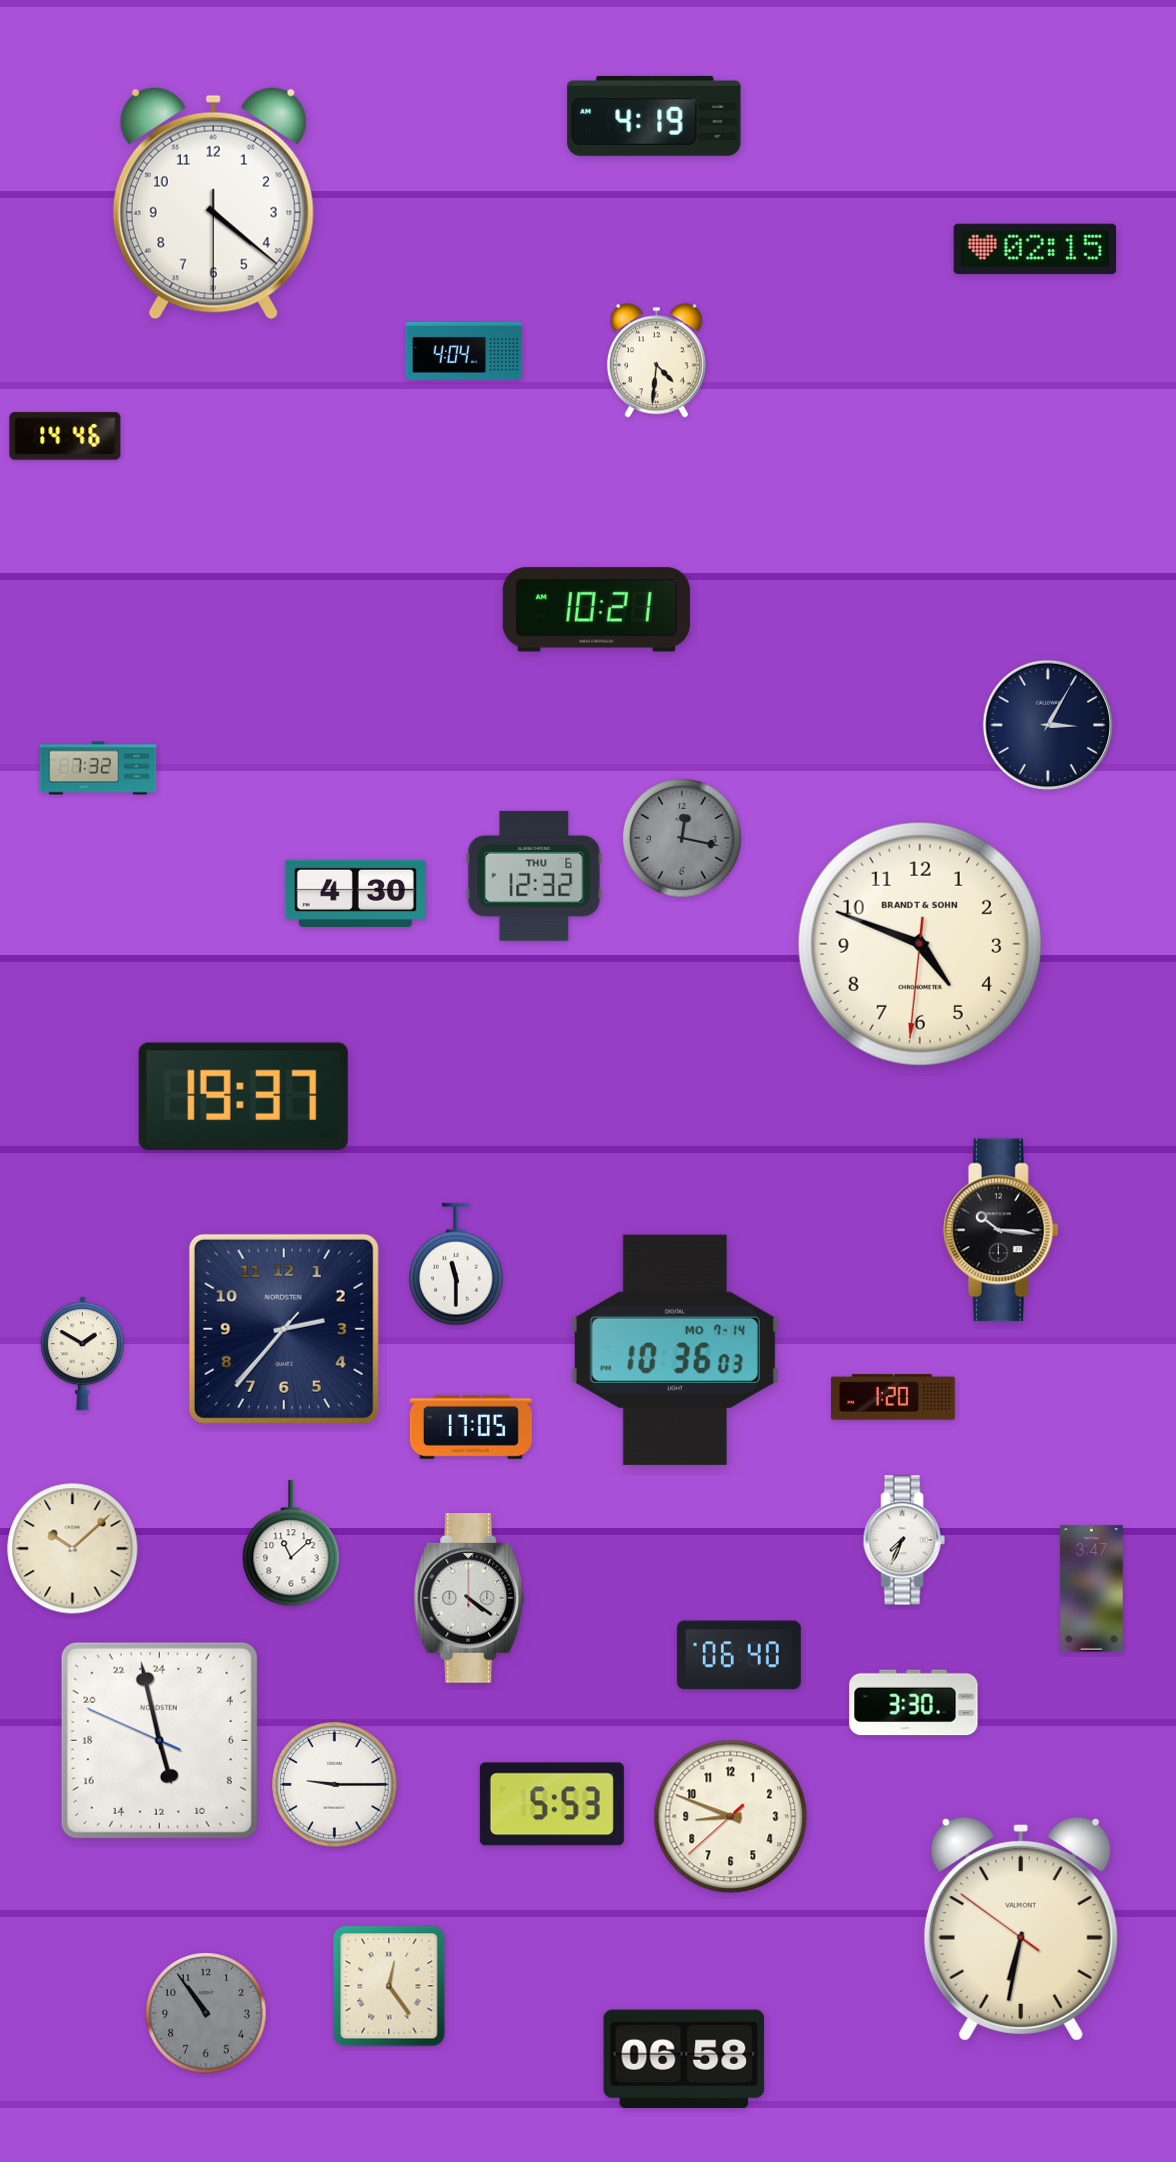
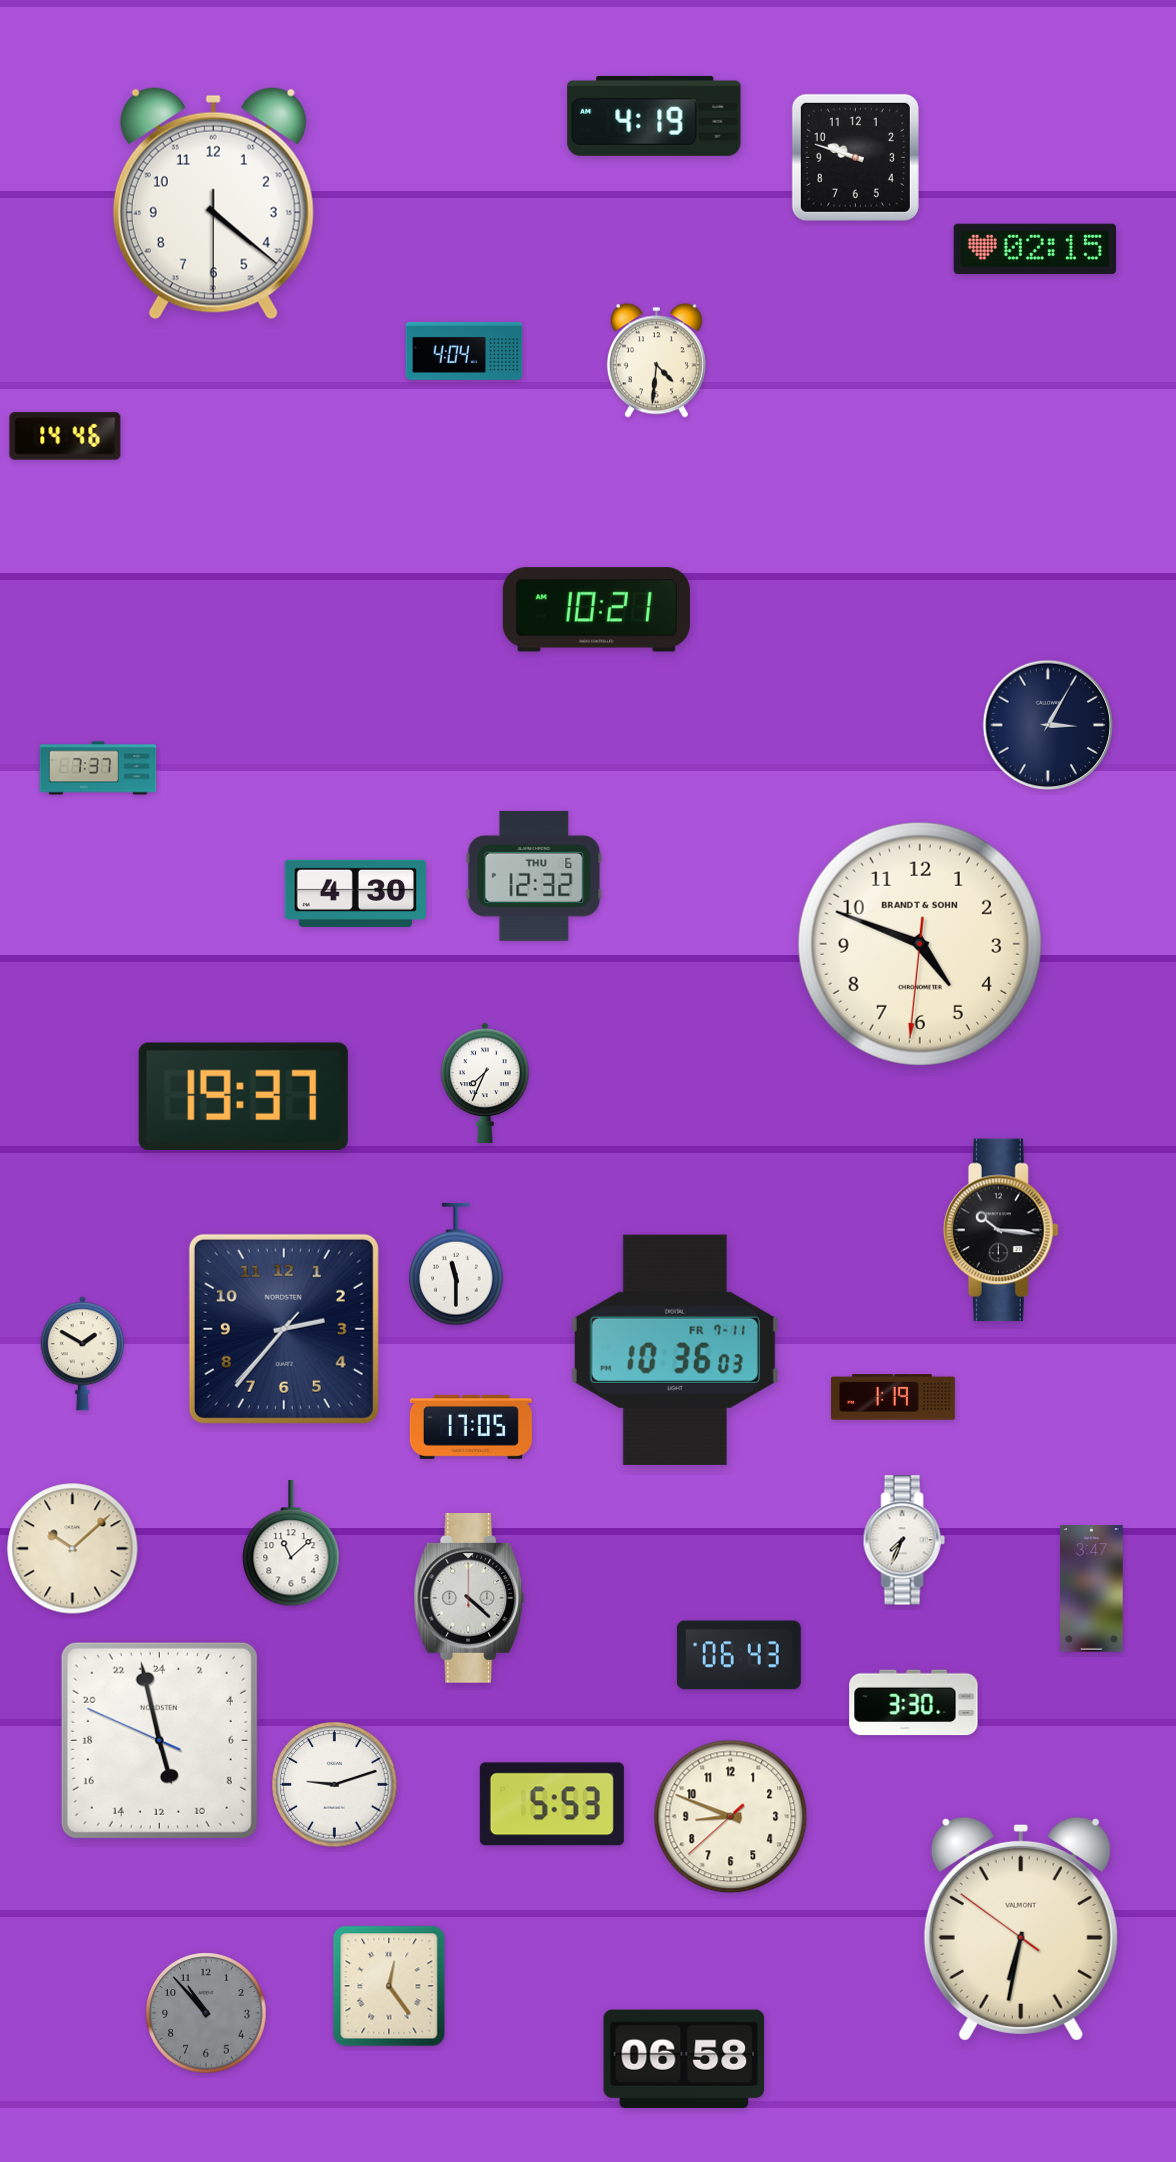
clock at (855, 157): none -> 9:48
clock at (98, 768): 7:32 -> 7:37
clock at (682, 838): 12:17 -> none
clock at (485, 1083): none -> 7:34
clock at (675, 1350) date: MO 7-14 -> FR 7-11
clock at (893, 1397): 1:20 -> 1:19
clock at (469, 1599): 4:21 -> 4:22
clock at (739, 1655): 06:40 -> 06:43
clock at (335, 1785): 9:15 -> 9:12
clock at (206, 2013): 10:54 -> 10:53
